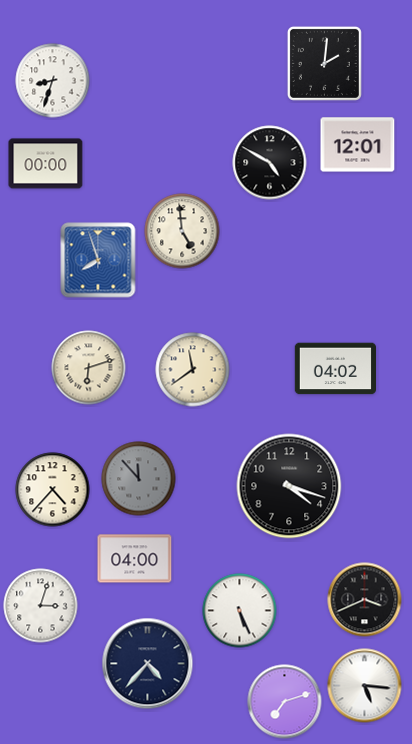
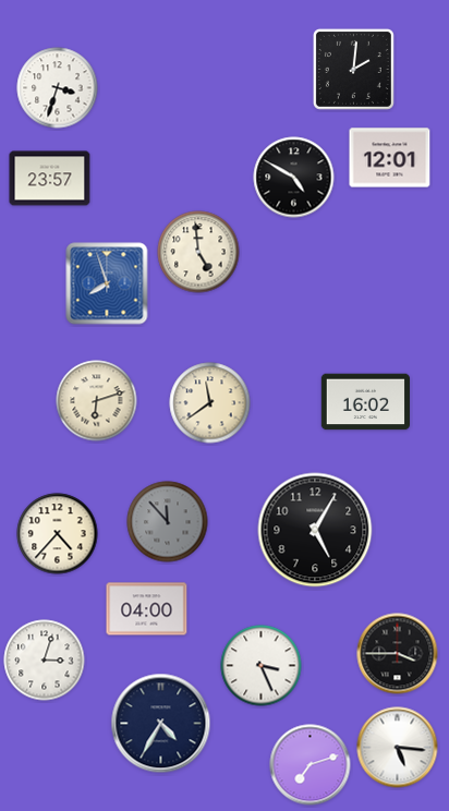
clock at (53, 81): 8:33 -> 3:33
clock at (46, 164): 00:00 -> 23:57
clock at (336, 369): 04:02 -> 16:02
clock at (139, 479) position: (139, 479) -> (168, 522)
clock at (289, 486): 4:18 -> 5:05
clock at (365, 600): 3:41 -> 3:45
clock at (240, 611): 5:26 -> 3:26
clock at (148, 664): 4:37 -> 4:35
